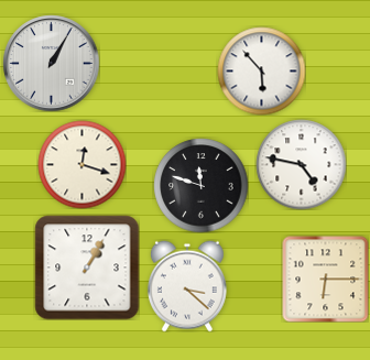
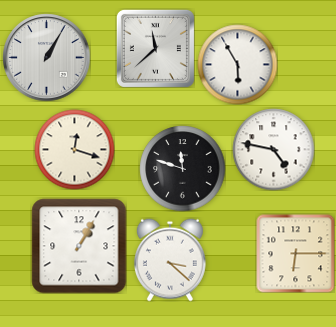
clock at (155, 48): none -> 11:38
clock at (261, 70): 5:53 -> 5:55
clock at (87, 268) position: (87, 268) -> (79, 246)
